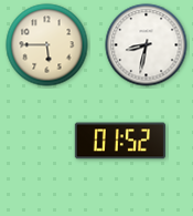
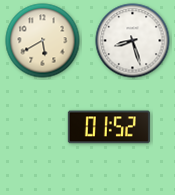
clock at (47, 45): 5:45 -> 5:40
clock at (147, 45): 8:32 -> 8:27
